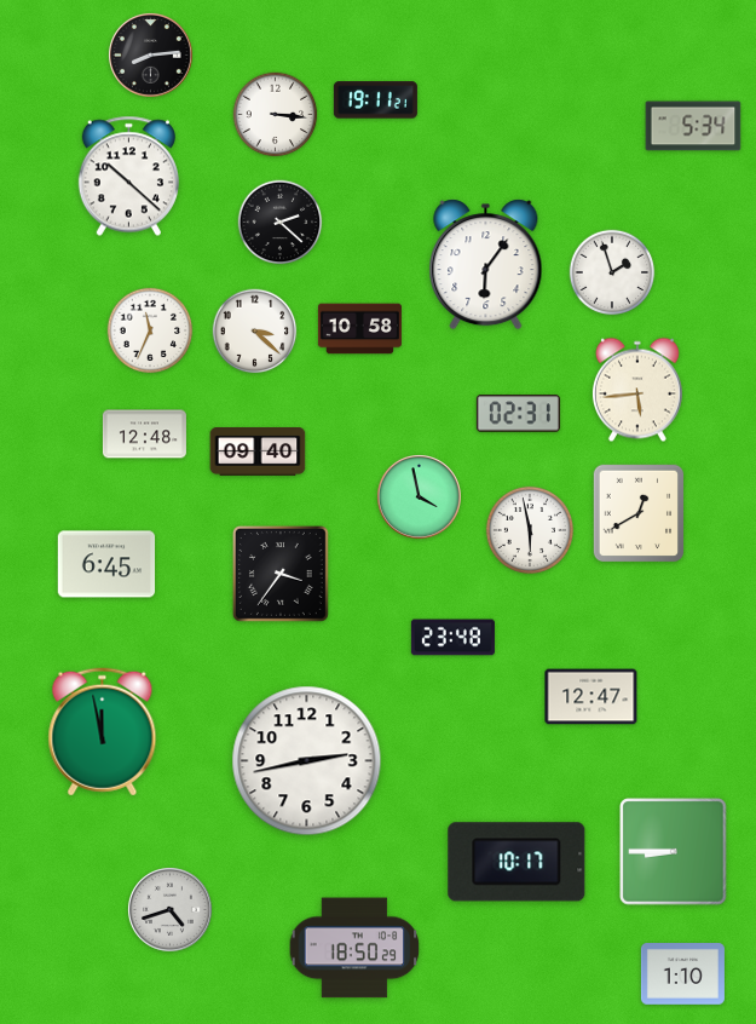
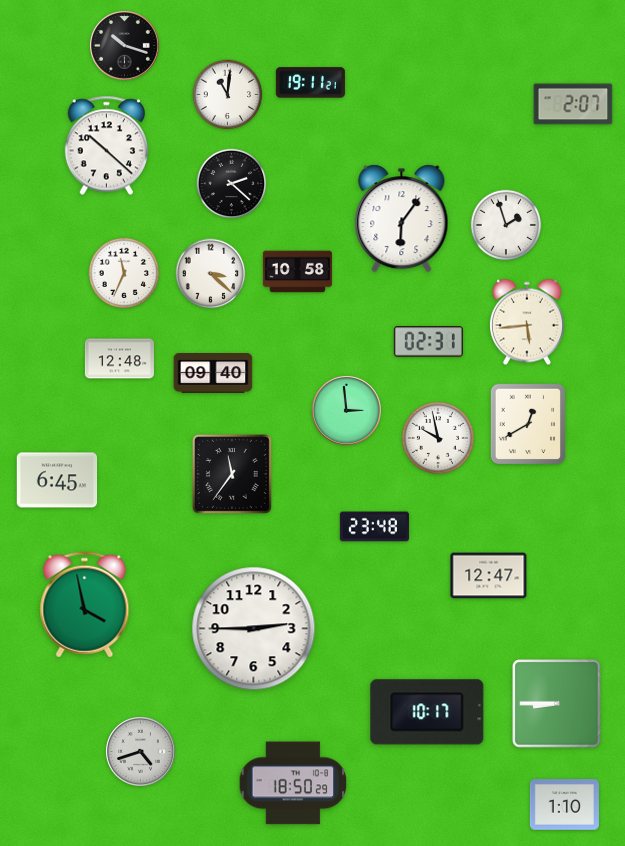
clock at (150, 54): 8:14 -> 10:18
clock at (276, 115): 3:16 -> 11:01
clock at (693, 126): 5:34 -> 2:07
clock at (419, 496): 3:58 -> 2:59
clock at (530, 530): 5:58 -> 9:58
clock at (106, 564) position: (106, 564) -> (57, 480)
clock at (281, 574): 3:36 -> 11:36
clock at (103, 732): 11:58 -> 3:58
clock at (307, 761): 2:43 -> 2:45
